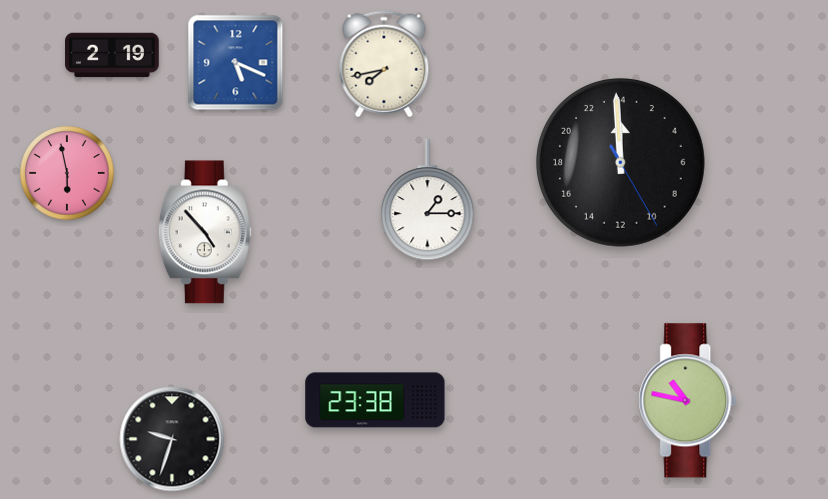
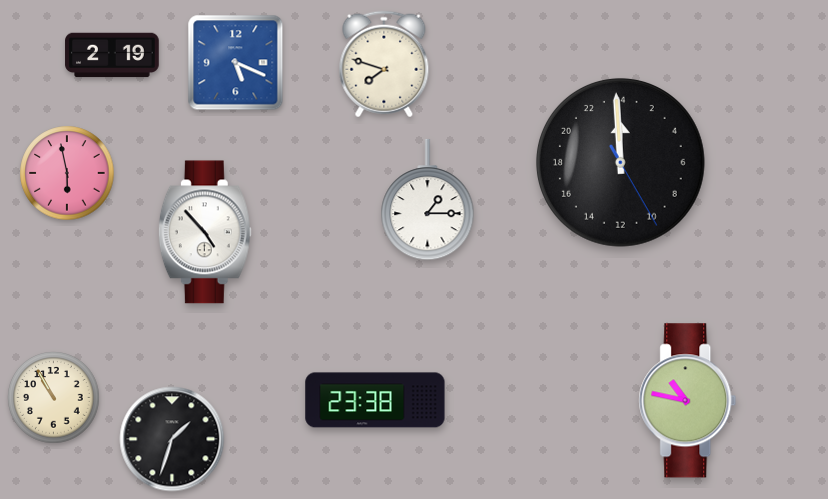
clock at (384, 64): 7:43 -> 7:48
clock at (54, 398): none -> 10:55
clock at (172, 439): 9:33 -> 1:33
